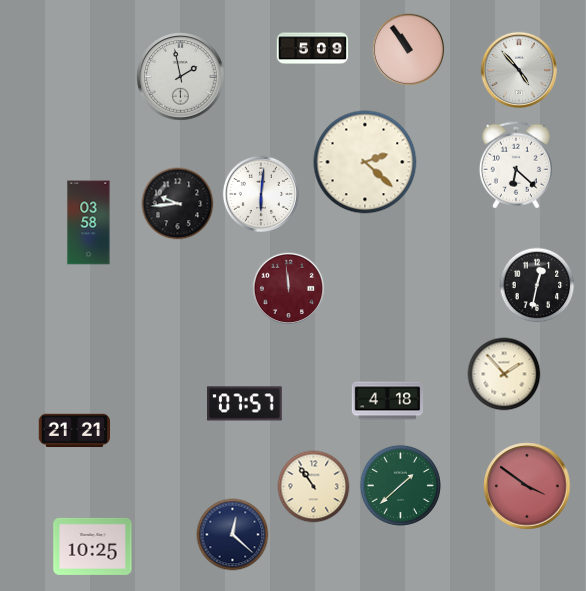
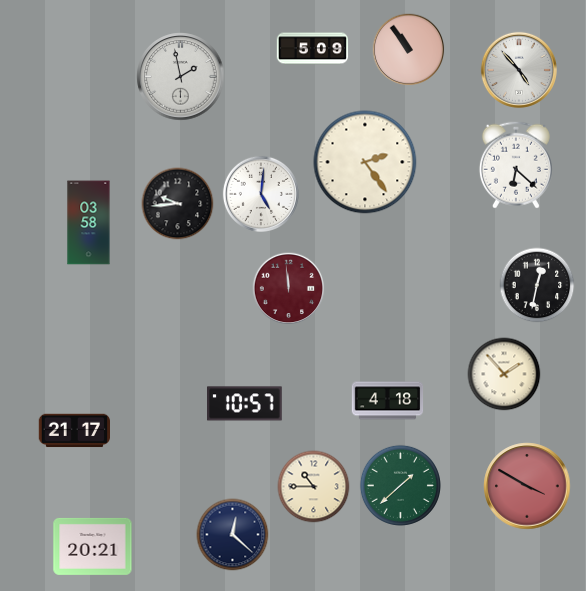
clock at (365, 162): 2:22 -> 2:24
clock at (261, 194): 6:01 -> 5:01
clock at (245, 404): 07:57 -> 10:57
clock at (74, 431): 21:21 -> 21:17
clock at (527, 486): 3:51 -> 3:50
clock at (314, 487): 10:54 -> 10:45
clock at (93, 546): 10:25 -> 20:21
